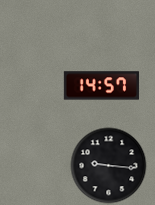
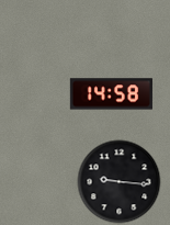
clock at (101, 86): 14:57 -> 14:58
